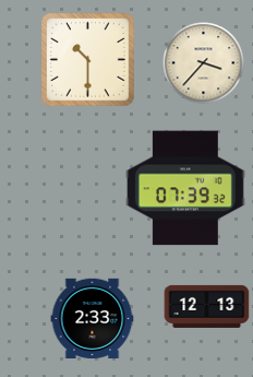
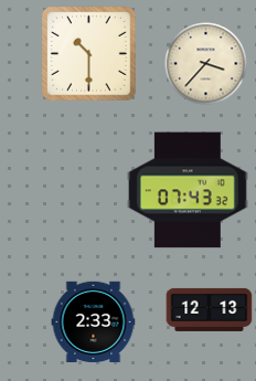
clock at (88, 60) position: (88, 60) -> (89, 54)
clock at (185, 188): 07:39 -> 07:43
